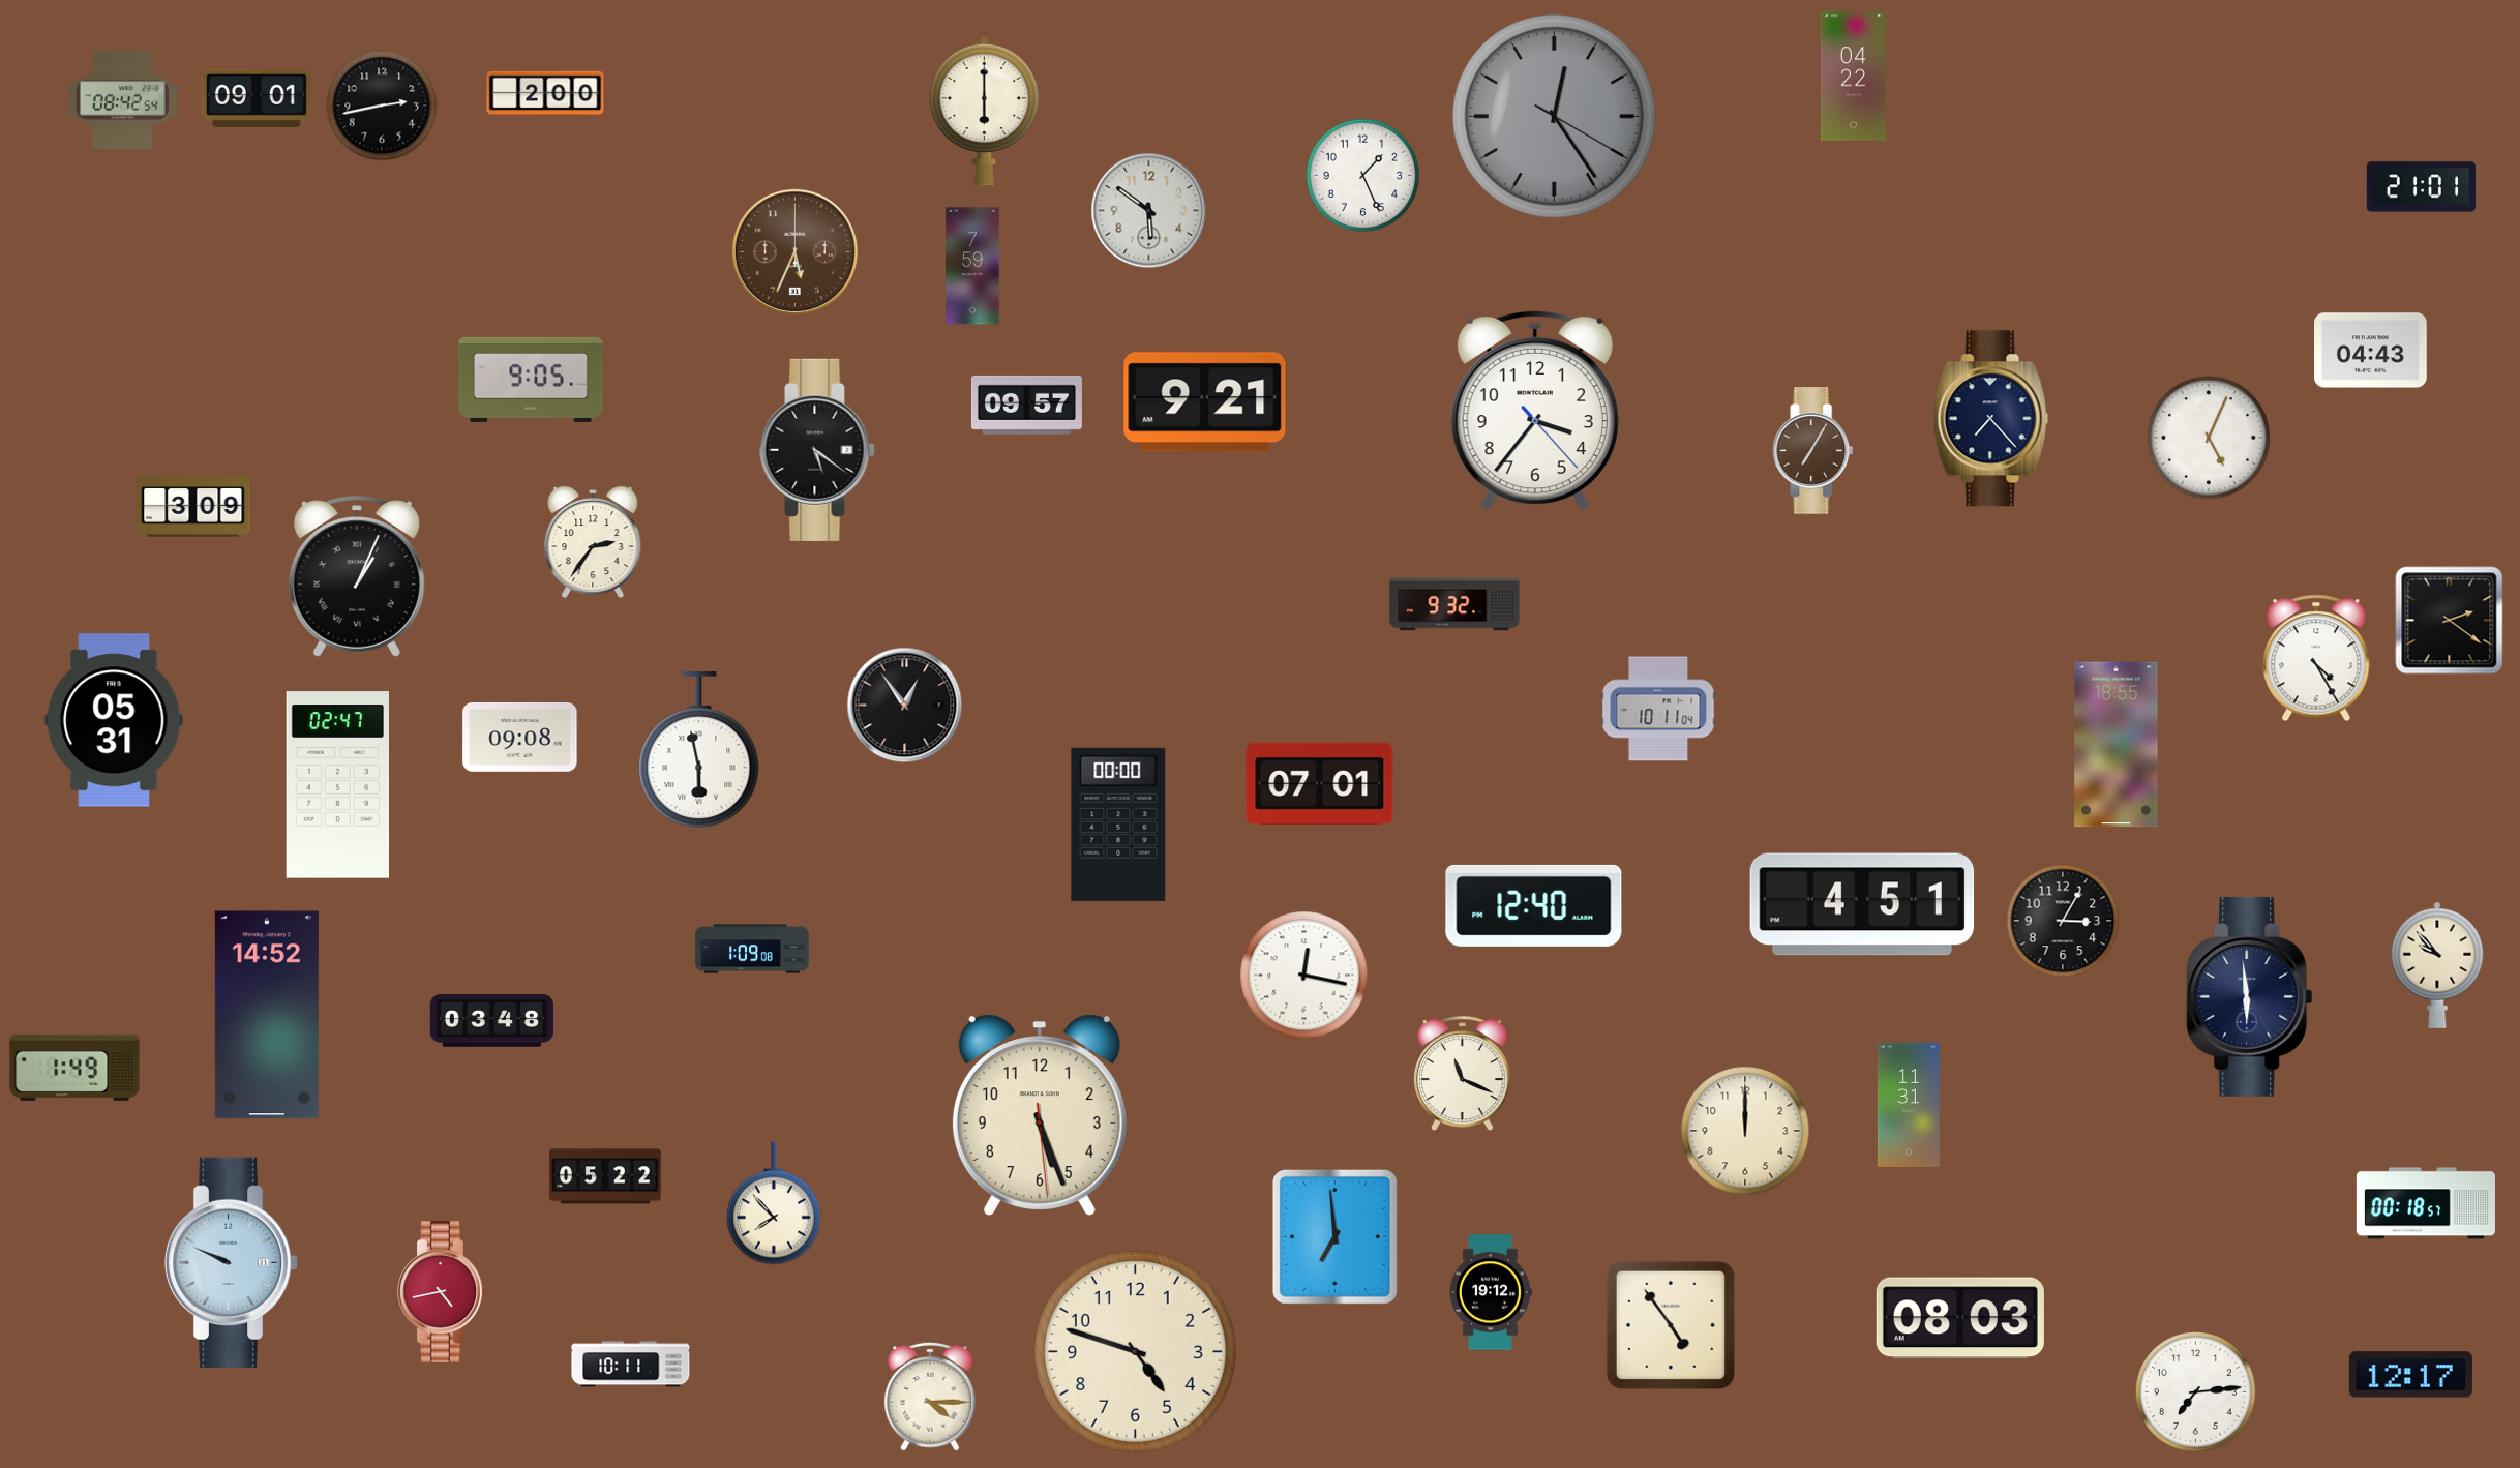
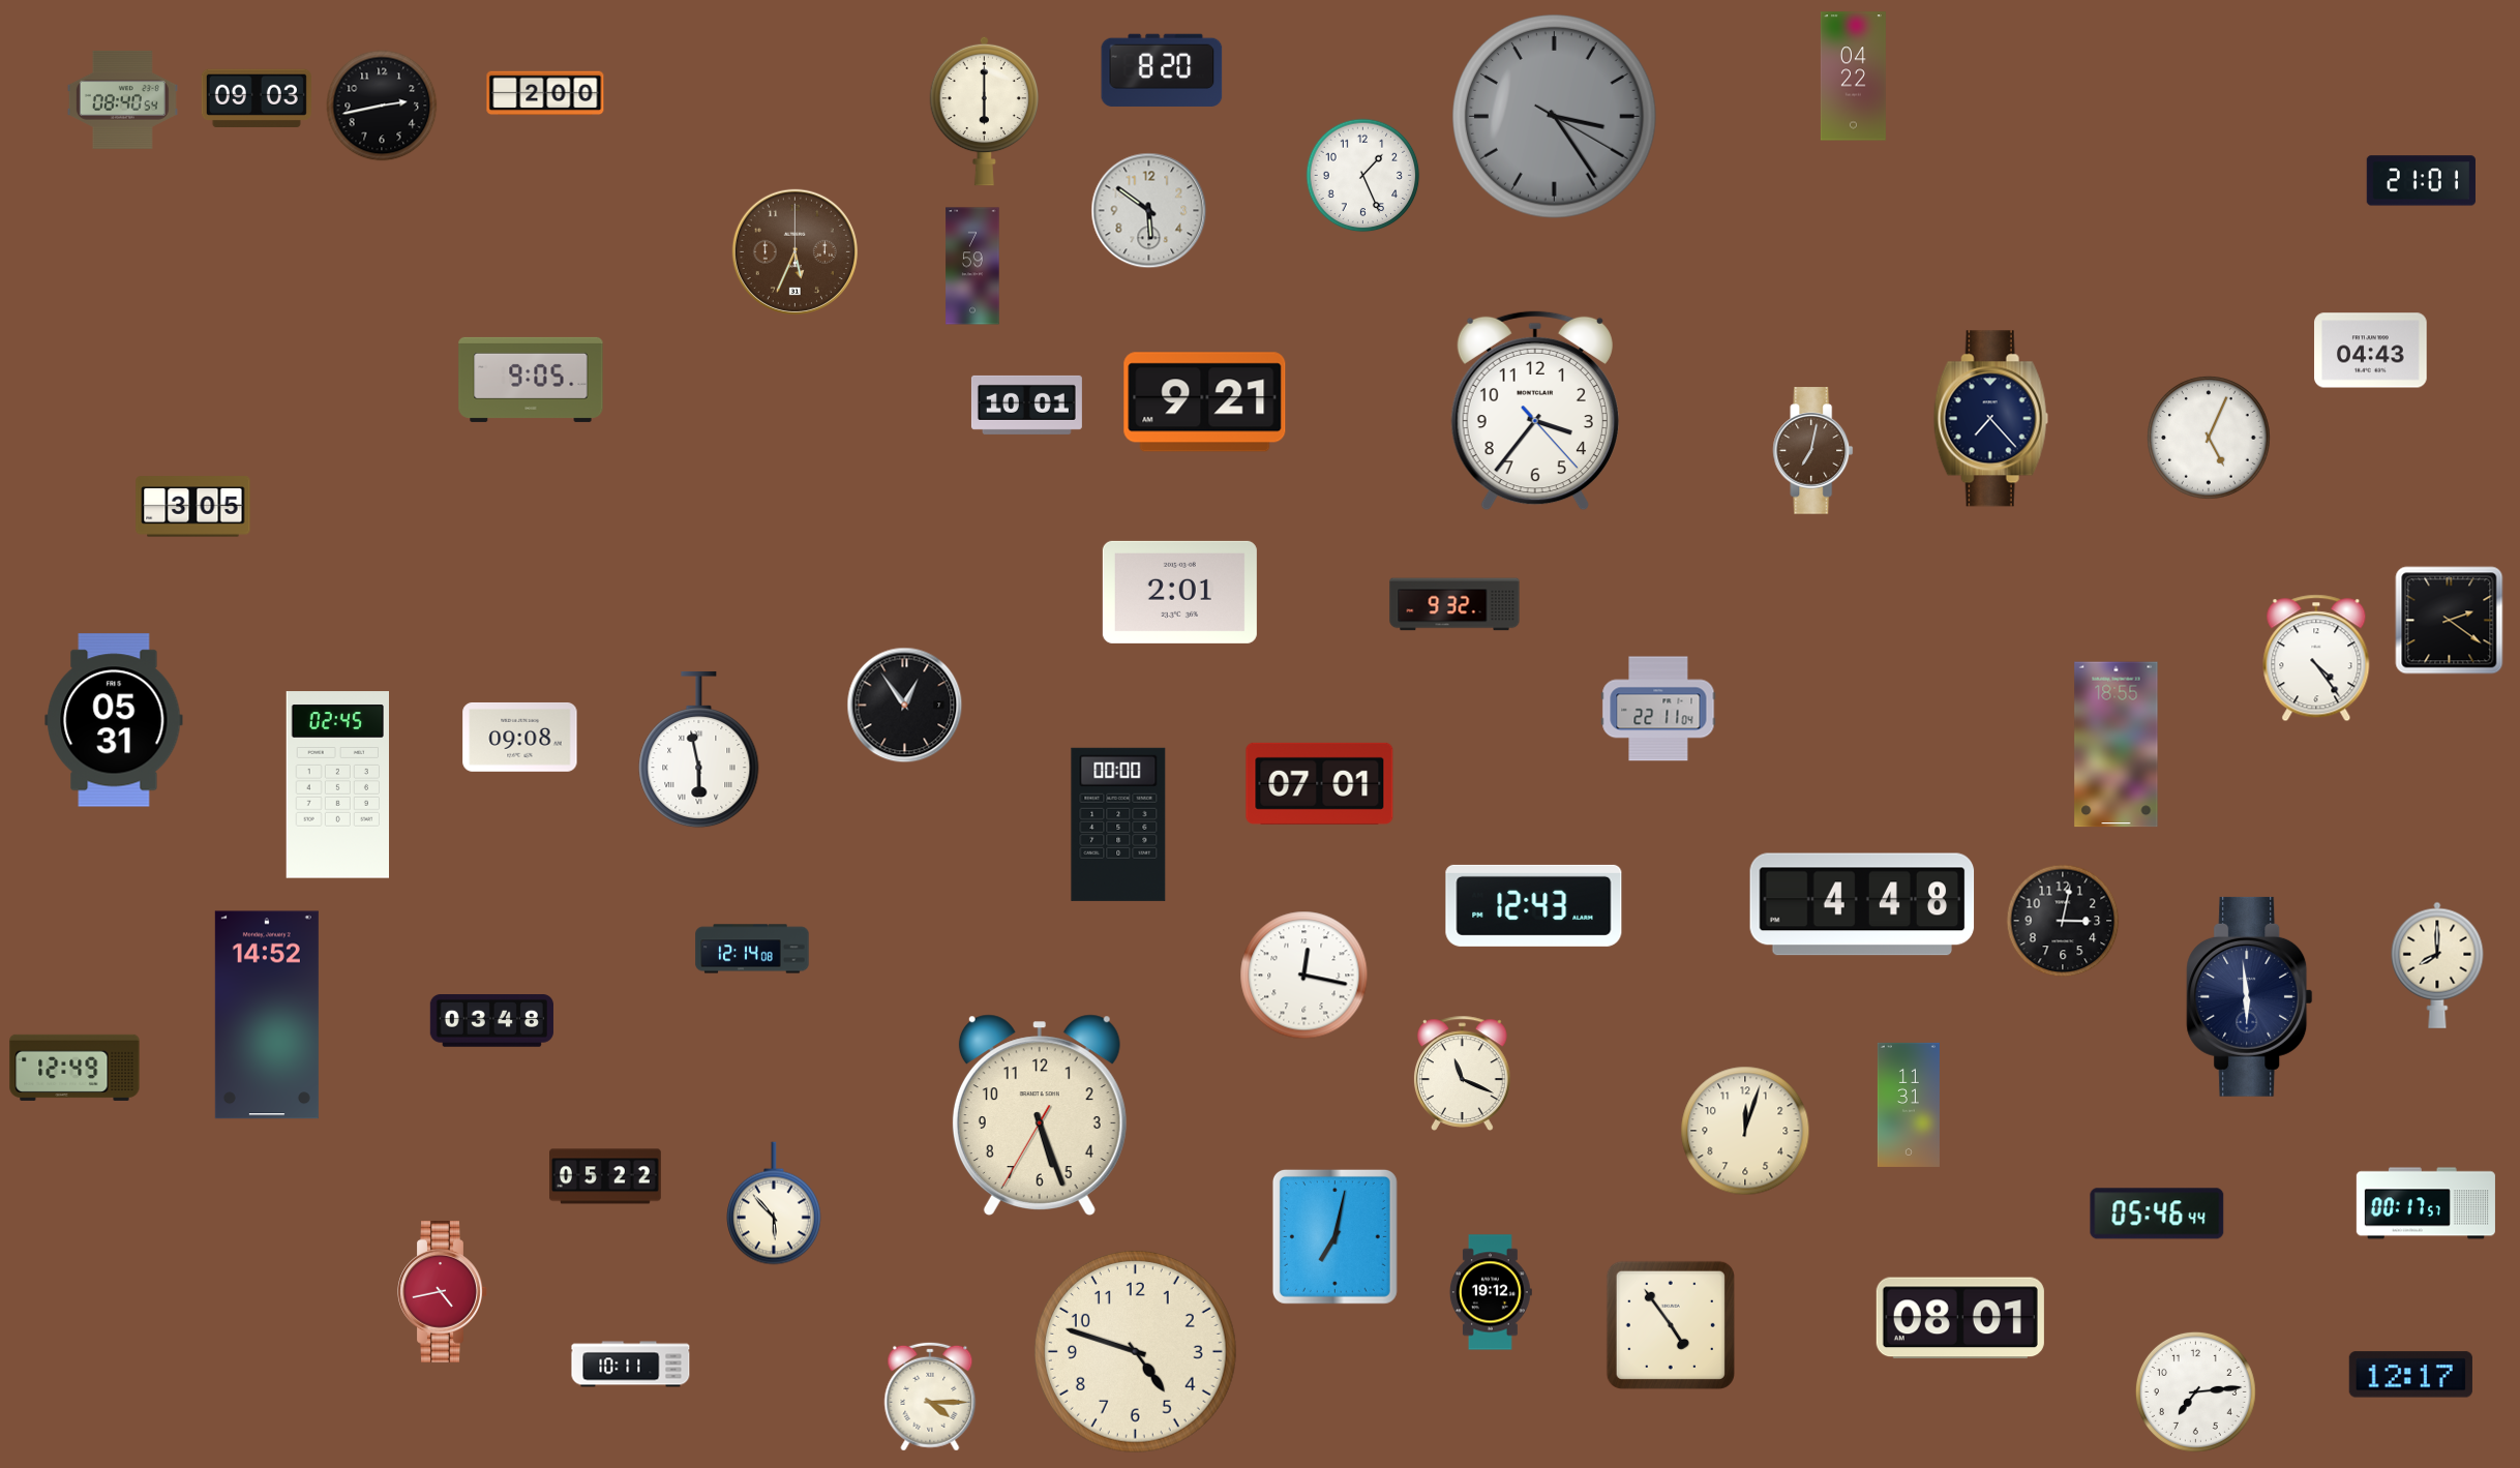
clock at (1162, 70): none -> 8:20
clock at (257, 98): 09:01 -> 09:03
clock at (122, 99): 08:42 -> 08:40
clock at (1555, 117): 12:24 -> 3:24
clock at (2421, 187) position: (2421, 187) -> (2421, 181)
clock at (1026, 405): 09:57 -> 10:01
clock at (817, 450): 5:21 -> none
clock at (1813, 451): 7:05 -> 7:02
clock at (193, 507): 3:09 -> 3:05
clock at (593, 542): 2:36 -> none
clock at (357, 576): 1:04 -> none
clock at (1179, 592): none -> 2:01
clock at (2316, 658): 4:25 -> 4:24
clock at (1658, 709): 10:11 -> 22:11
clock at (337, 785): 02:47 -> 02:45
clock at (1862, 904): 4:51 -> 4:48
clock at (1534, 905): 12:40 -> 12:43
clock at (2063, 921): 3:05 -> 3:02
clock at (752, 949): 1:09 -> 12:14
clock at (2437, 965): 9:53 -> 8:00
clock at (74, 1068): 1:49 -> 12:49
clock at (1040, 1115): 5:26:29 -> 5:26:35
clock at (1745, 1131): 12:00 -> 12:03
clock at (775, 1203): 7:53 -> 5:53
clock at (2426, 1203): 00:18 -> 00:17
clock at (2157, 1214): none -> 05:46
clock at (1334, 1236): 6:59 -> 7:02
clock at (232, 1262): 9:49 -> none
clock at (1960, 1318): 08:03 -> 08:01
